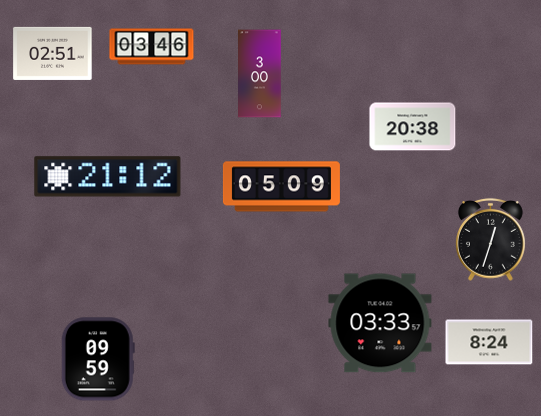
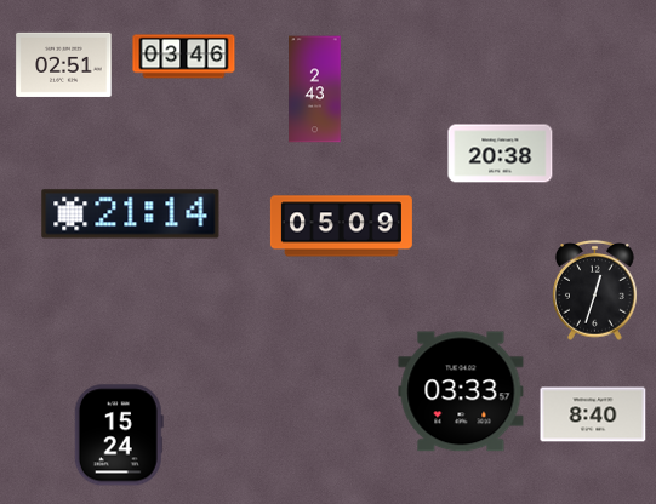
clock at (260, 74): 3:00 -> 2:43
clock at (108, 177): 21:12 -> 21:14
clock at (489, 342): 8:24 -> 8:40
clock at (98, 359): 09:59 -> 15:24
